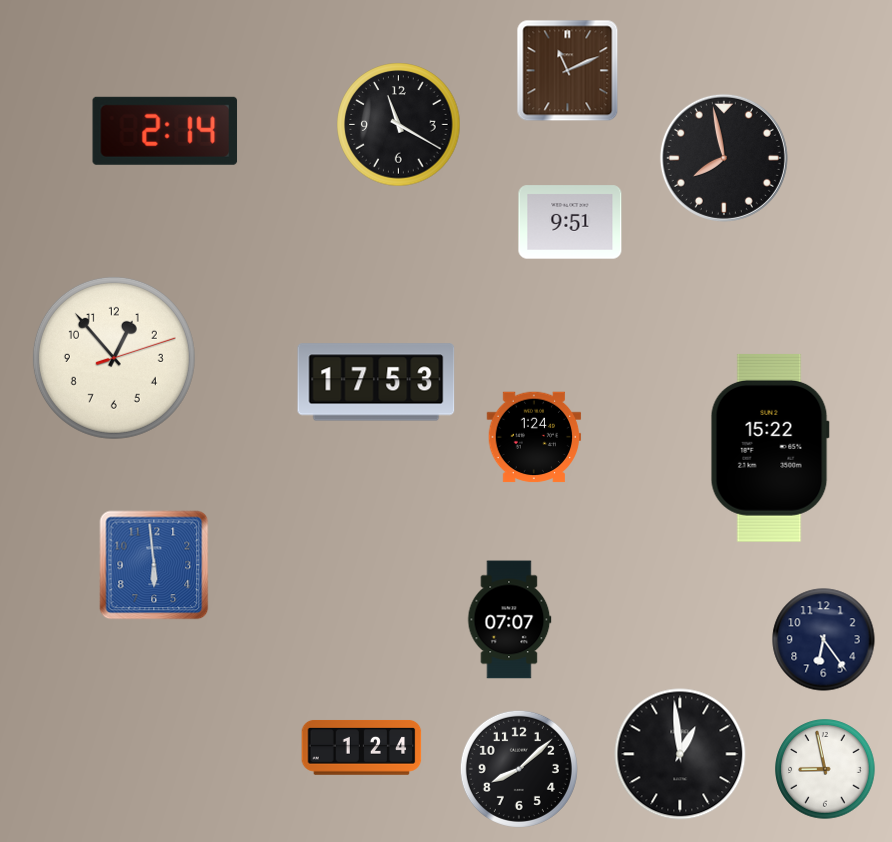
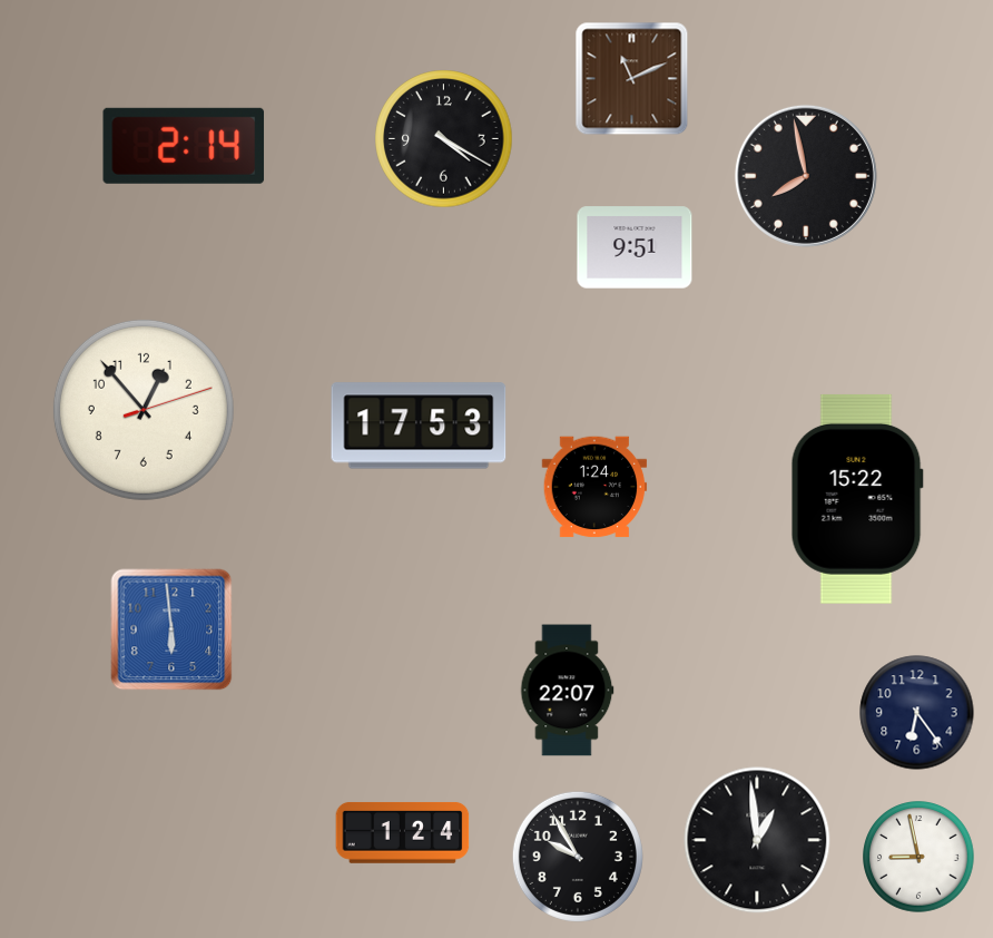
clock at (399, 125): 11:20 -> 4:20
clock at (114, 358) position: (114, 358) -> (144, 410)
clock at (509, 620): 07:07 -> 22:07
clock at (519, 769): 8:08 -> 9:55
